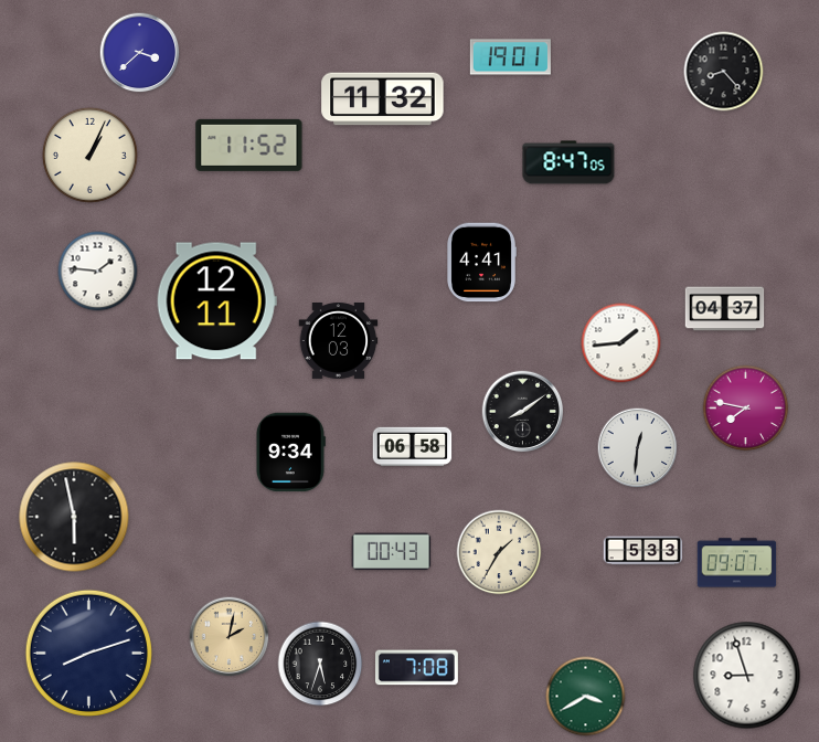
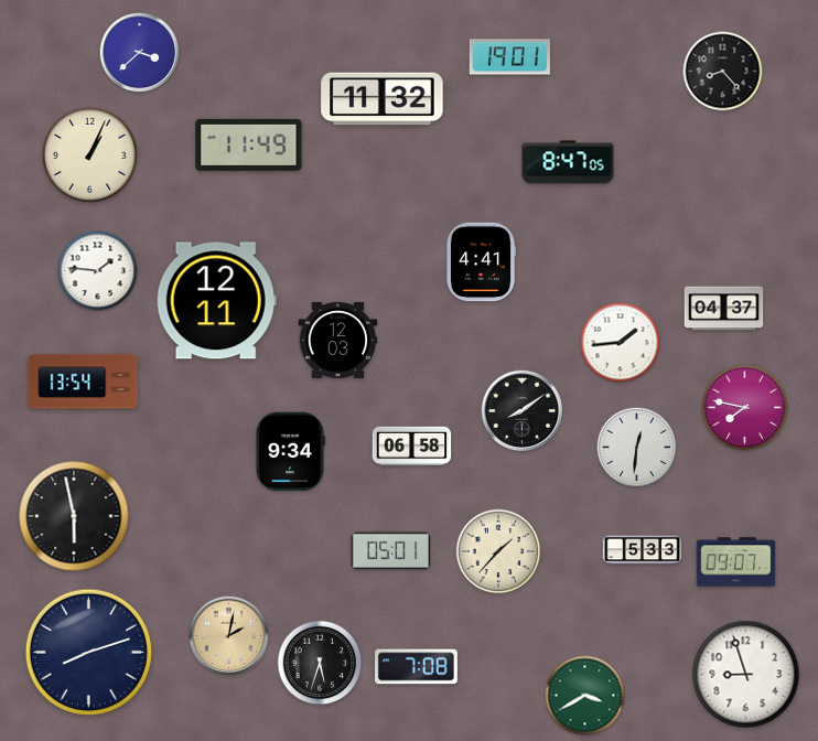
clock at (249, 145): 11:52 -> 11:49
clock at (83, 382): none -> 13:54
clock at (392, 552): 00:43 -> 05:01
clock at (499, 552): 1:35 -> 1:37
